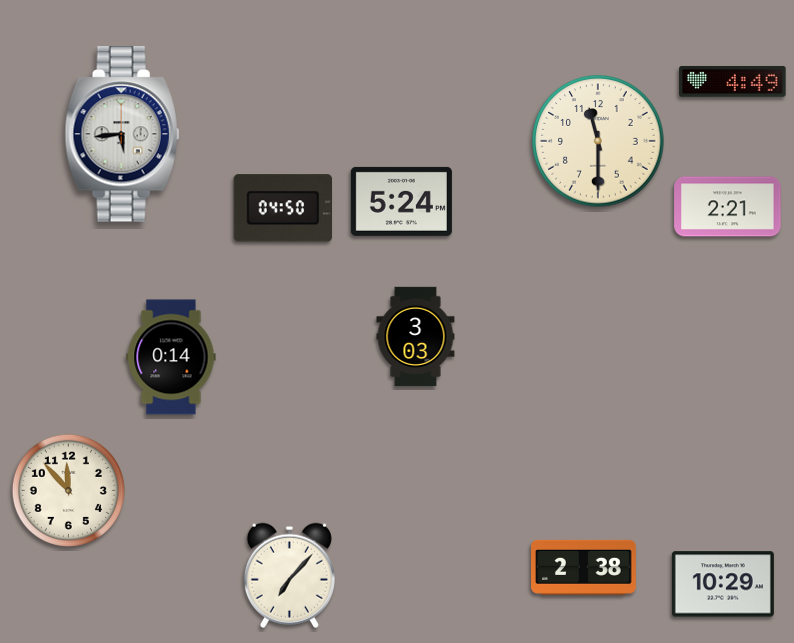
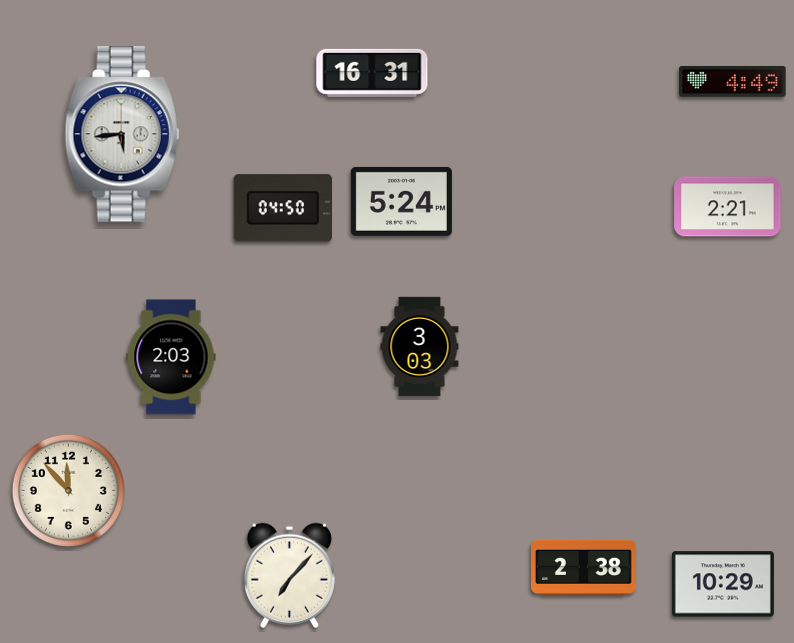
clock at (372, 73): none -> 16:31
clock at (598, 141): 11:30 -> none
clock at (416, 337) position: (416, 337) -> (420, 347)
clock at (171, 357): 0:14 -> 2:03
